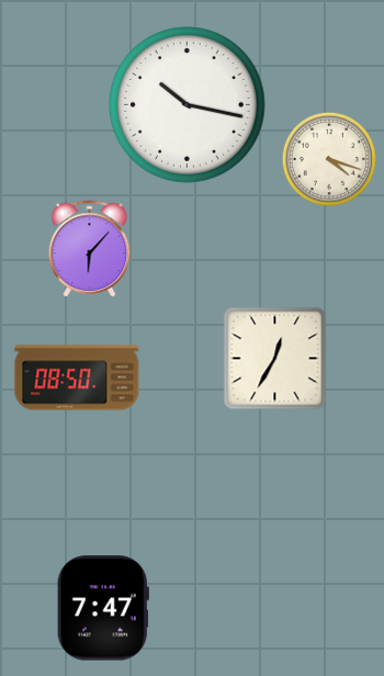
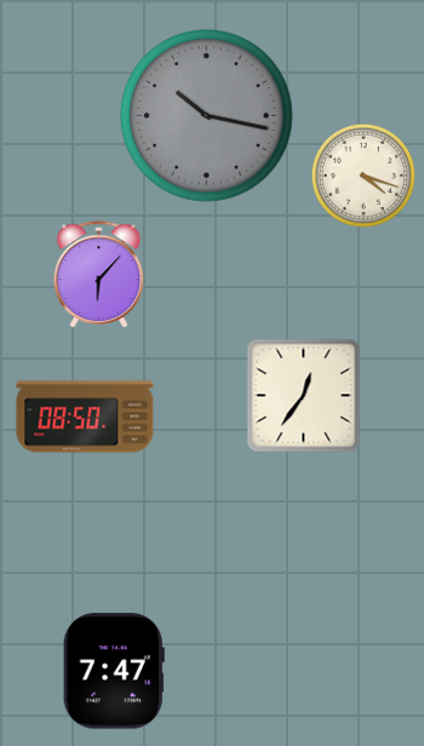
clock at (188, 105) dial: white -> grey
clock at (275, 359): 12:35 -> 12:36
